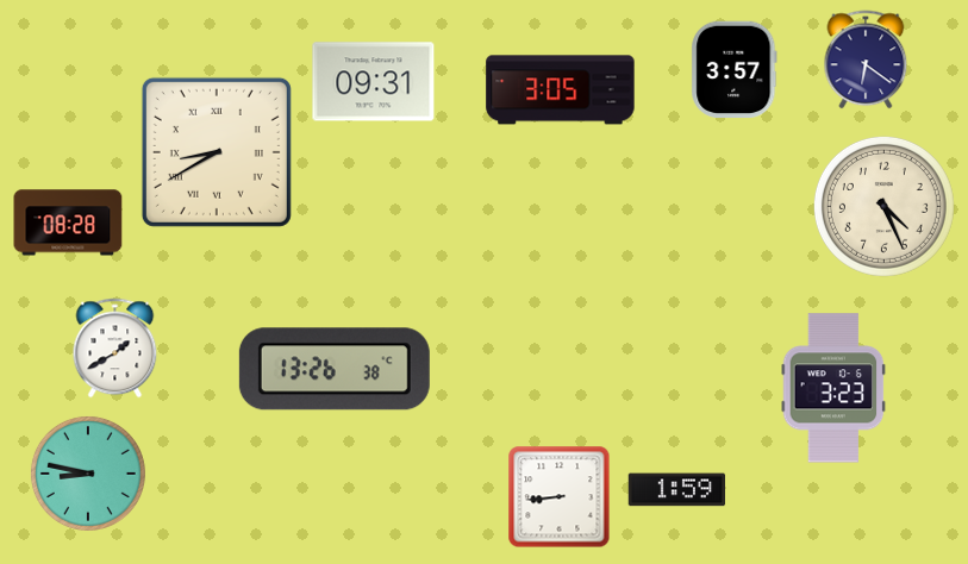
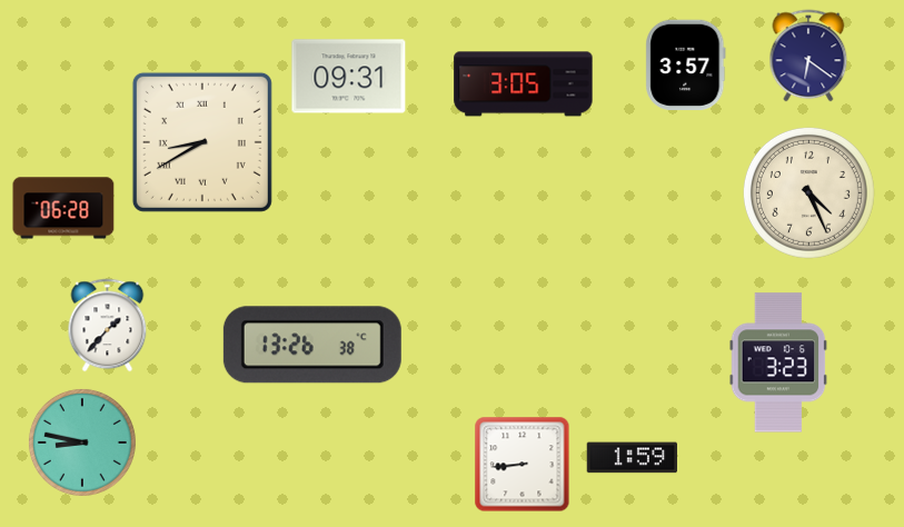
clock at (883, 206) position: (883, 206) -> (808, 192)
clock at (68, 223): 08:28 -> 06:28
clock at (115, 349): 1:40 -> 1:37
